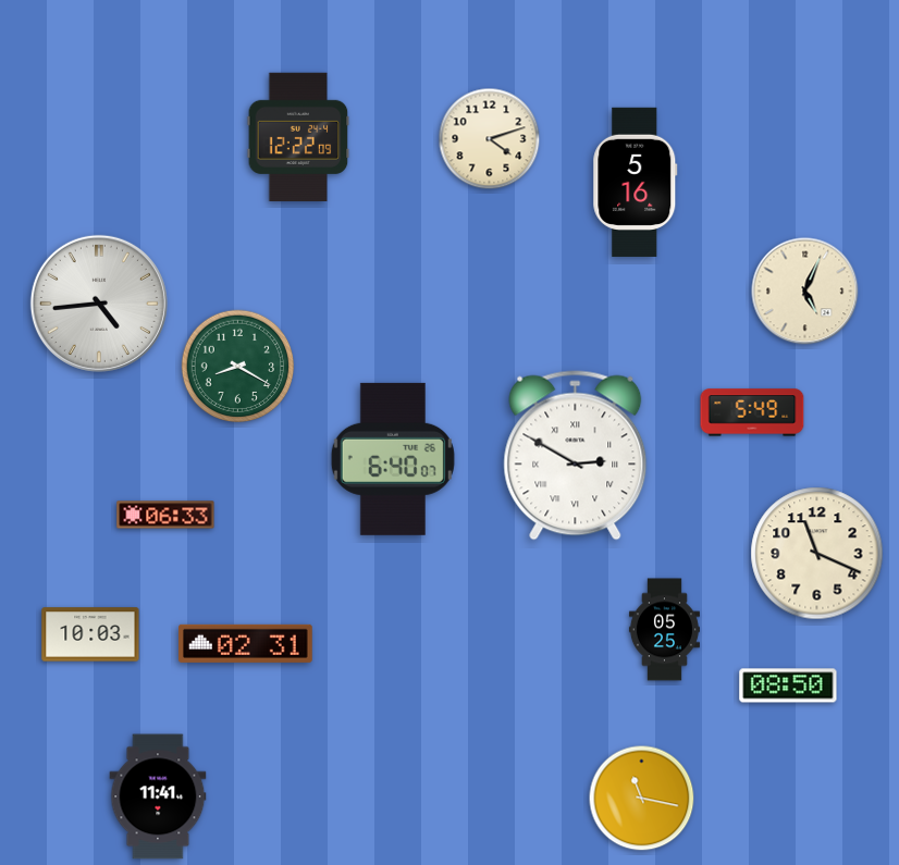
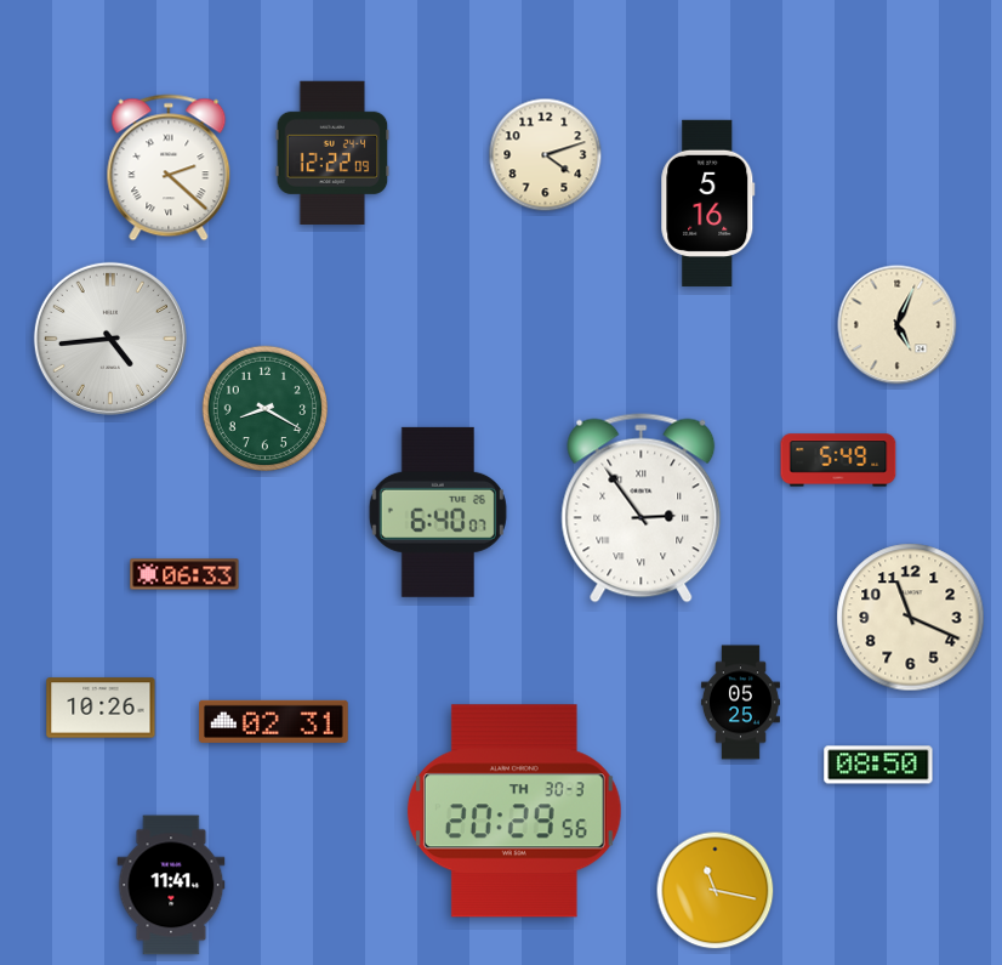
clock at (169, 168): none -> 2:22
clock at (576, 456): 2:50 -> 2:54
clock at (90, 634): 10:03 -> 10:26
clock at (246, 643) position: (246, 643) -> (274, 721)
clock at (514, 811): none -> 20:29
clock at (158, 796) position: (158, 796) -> (171, 885)
